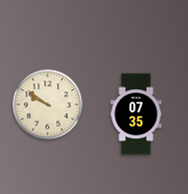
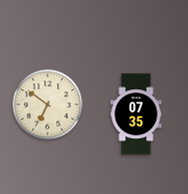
clock at (48, 105): 9:51 -> 6:51
